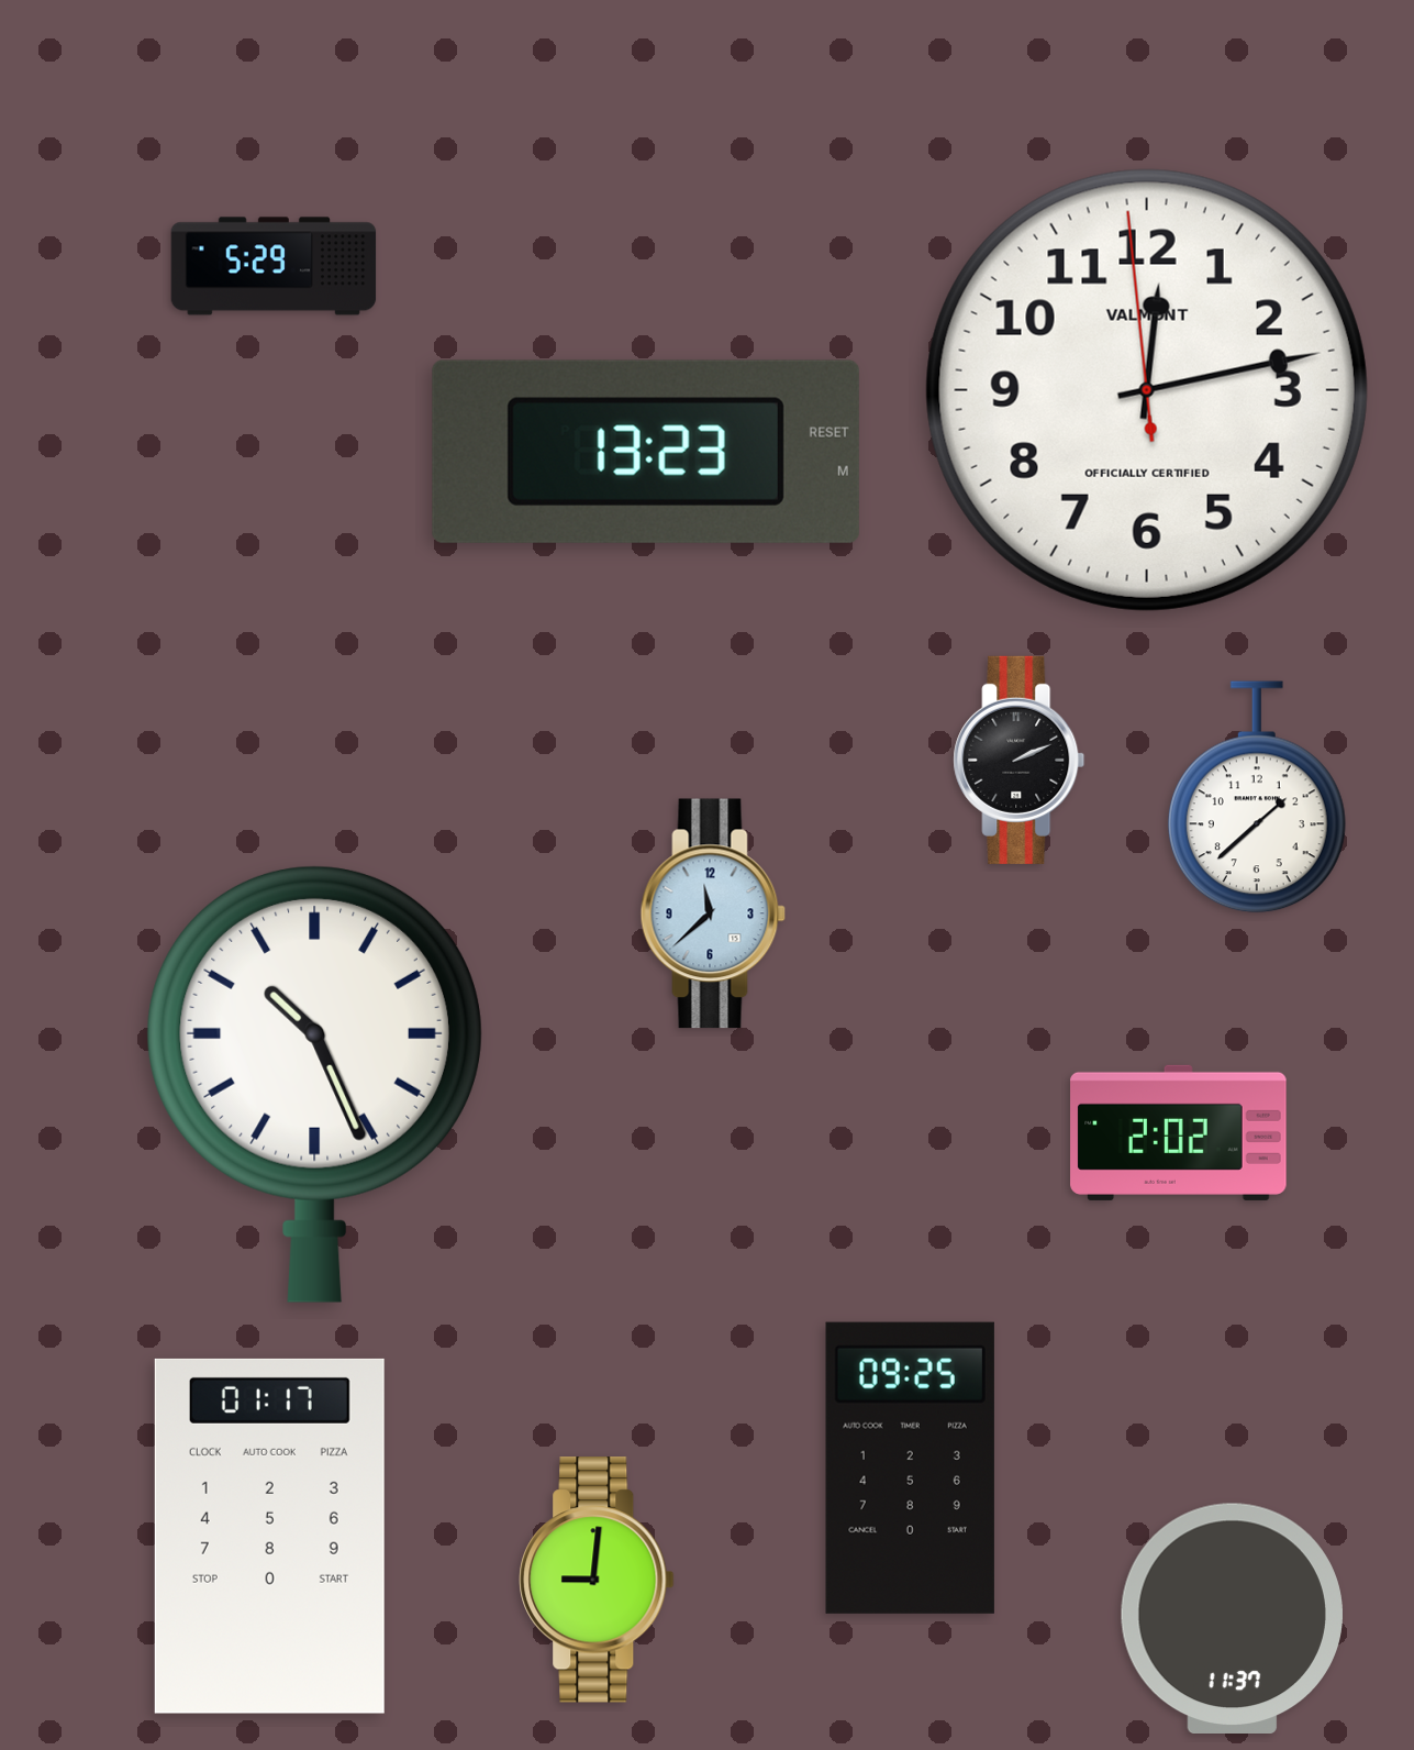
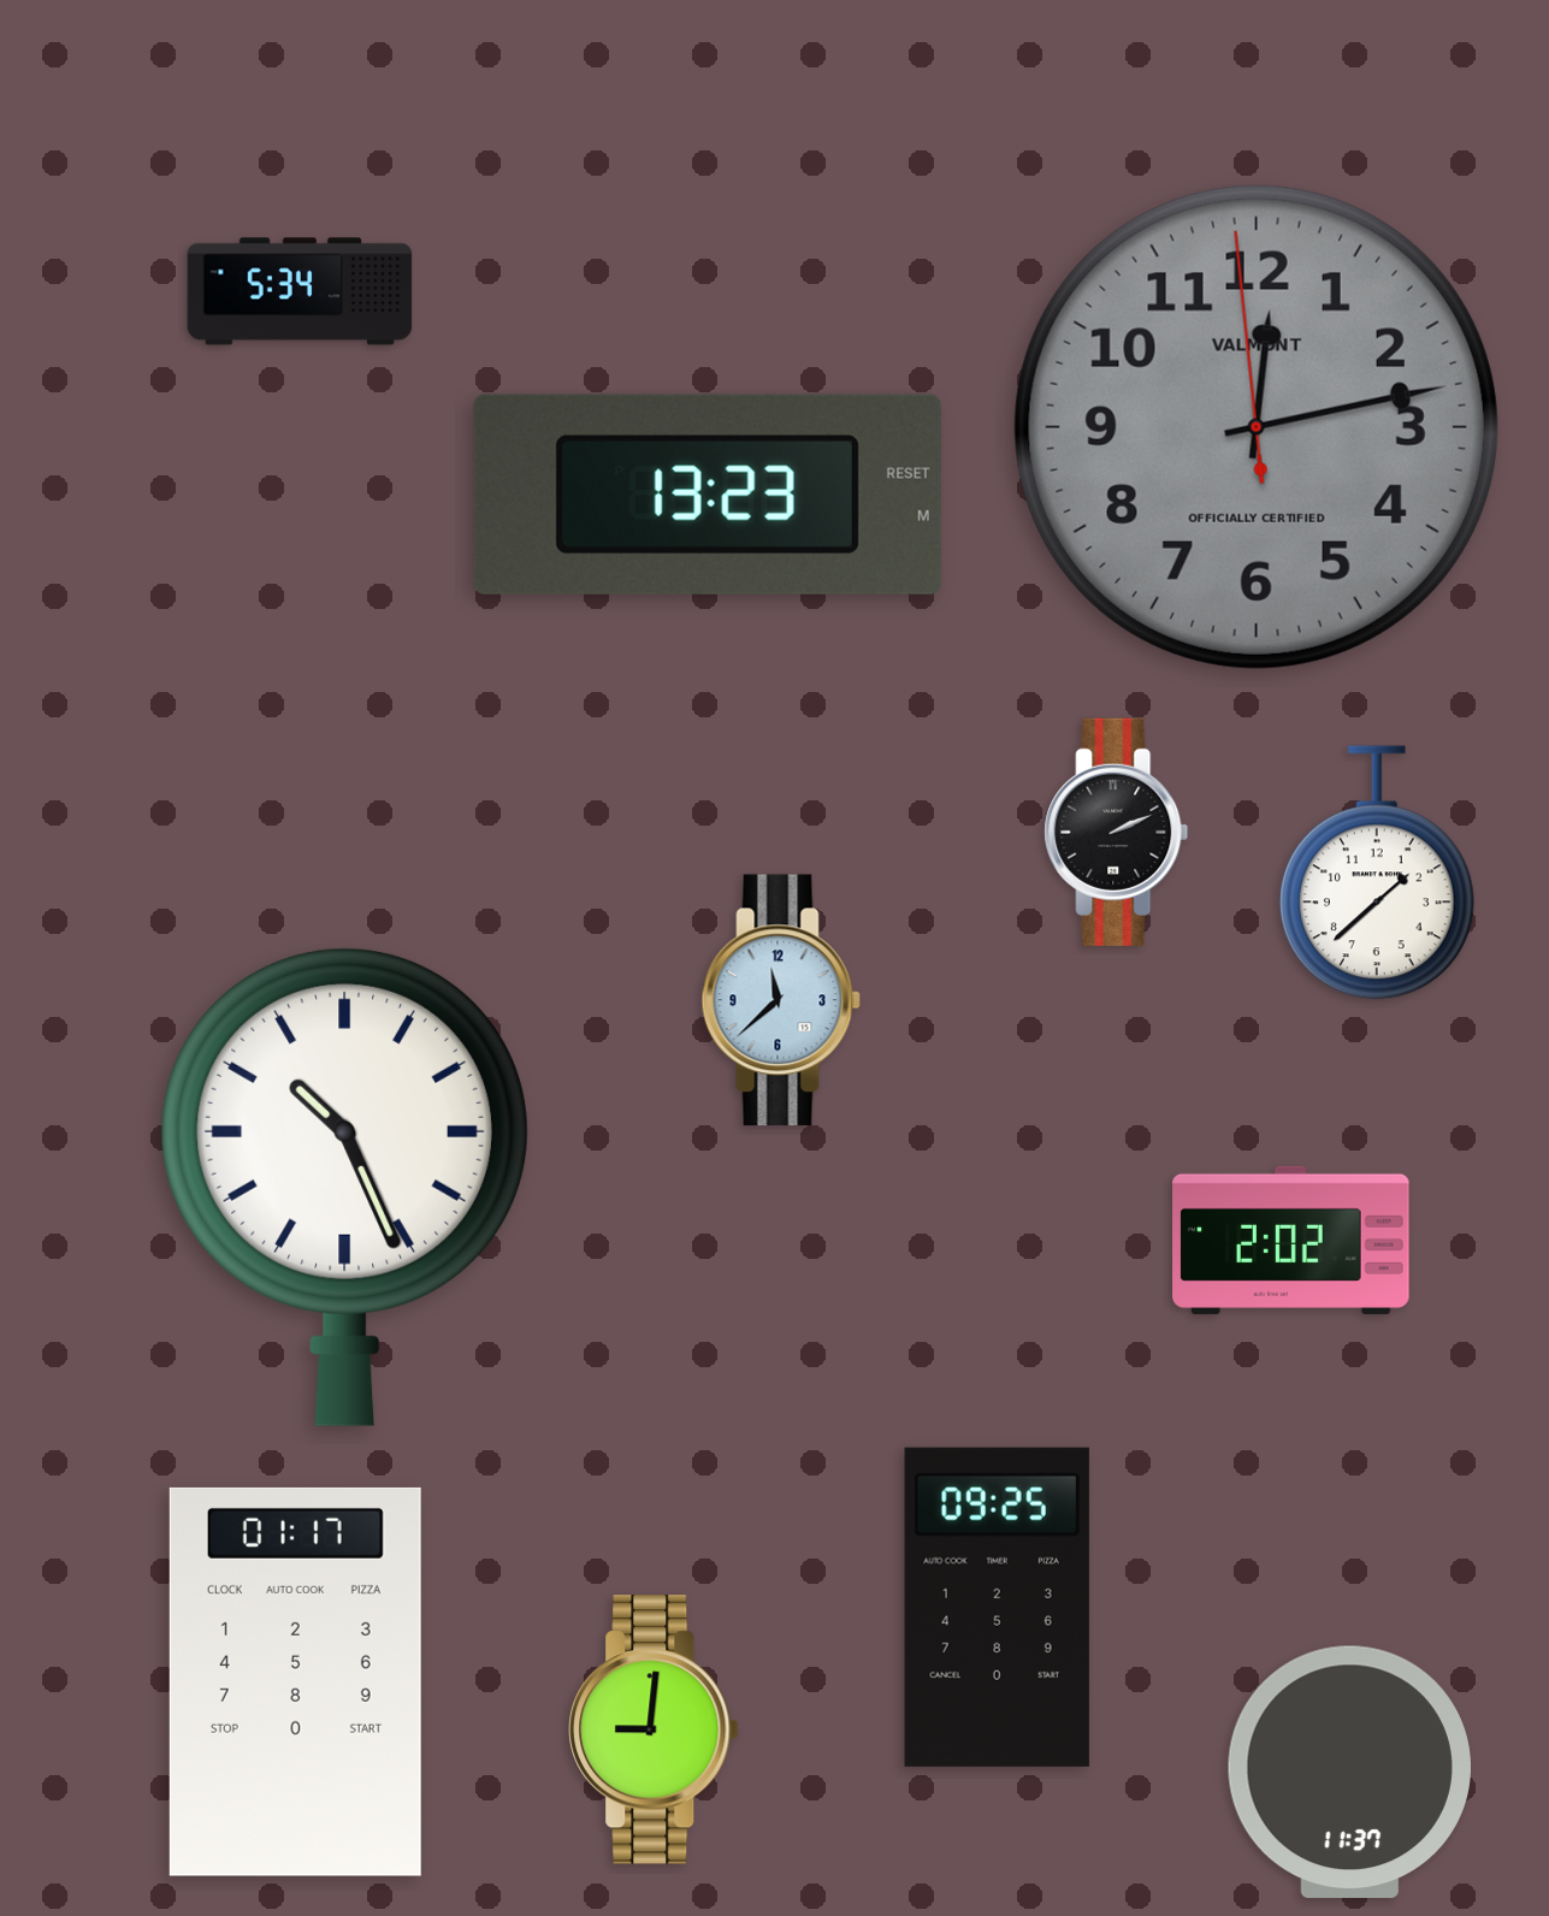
clock at (274, 266): 5:29 -> 5:34
clock at (1147, 390) dial: white -> grey
